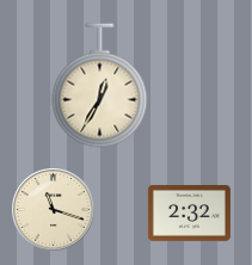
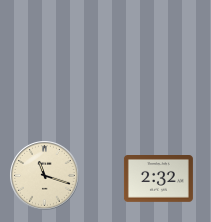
clock at (100, 86): 12:35 -> none
